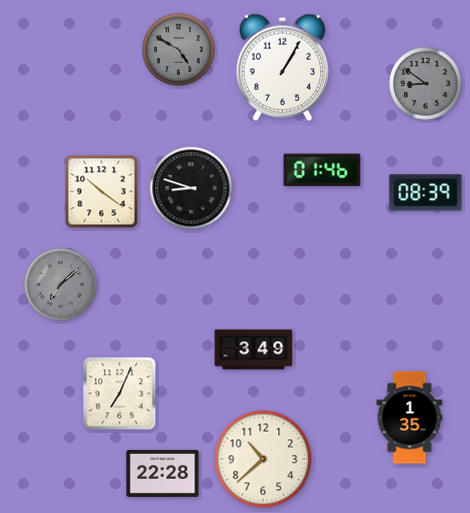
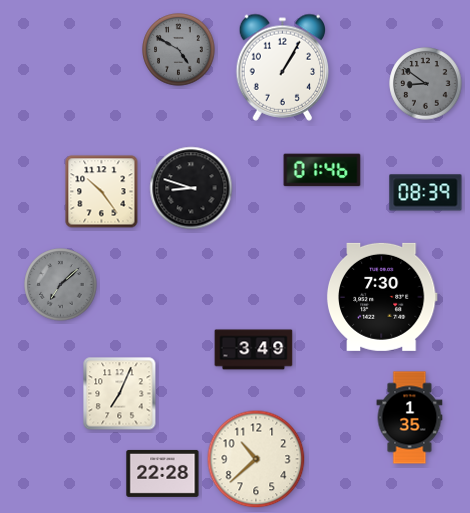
clock at (102, 192): 10:21 -> 10:24
clock at (382, 297): none -> 7:30
clock at (263, 459) position: (263, 459) -> (256, 459)
